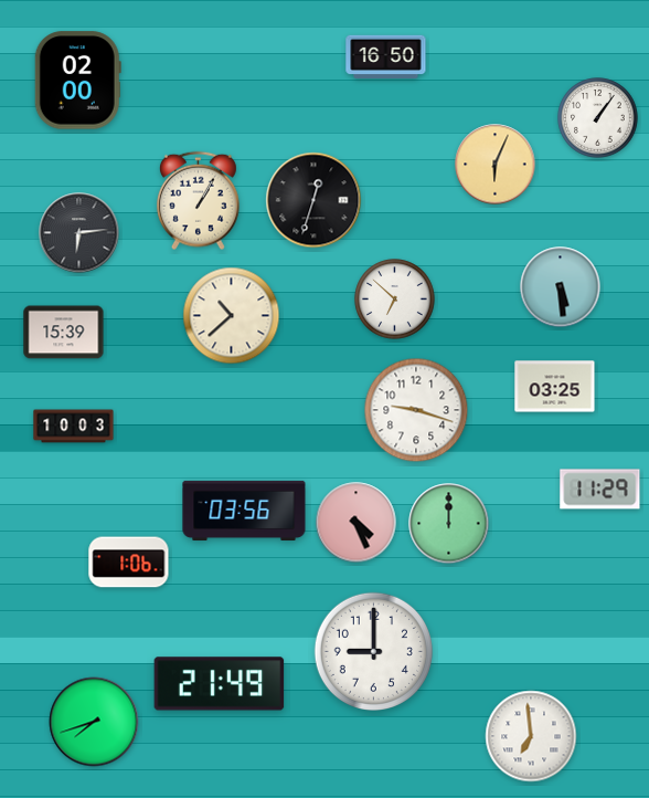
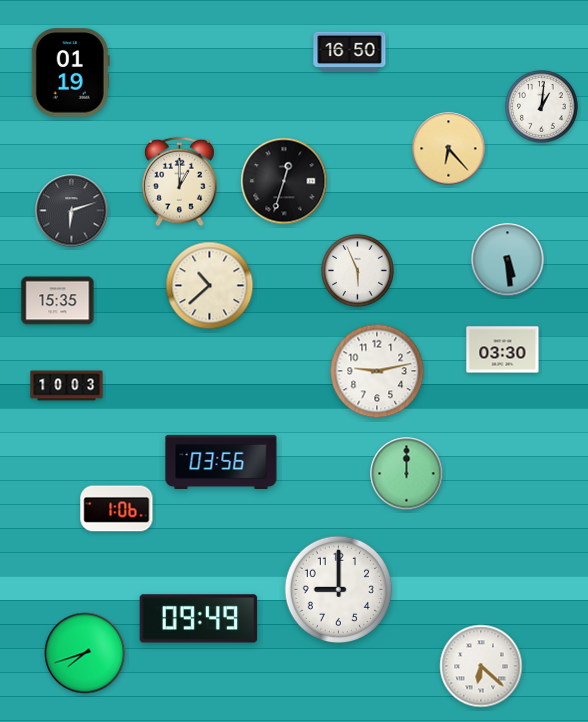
clock at (77, 81): 02:00 -> 01:19
clock at (598, 118): 1:06 -> 1:01
clock at (496, 165): 6:04 -> 6:23
clock at (198, 201): 1:05 -> 1:00
clock at (79, 233): 6:14 -> 6:12
clock at (395, 300): 6:52 -> 5:56
clock at (64, 333): 15:39 -> 15:35
clock at (555, 387): 03:25 -> 03:30
clock at (416, 410): 9:18 -> 9:13
clock at (600, 490): 11:29 -> none
clock at (357, 523): 4:26 -> none
clock at (220, 684): 21:49 -> 09:49
clock at (531, 736): 6:59 -> 6:22
